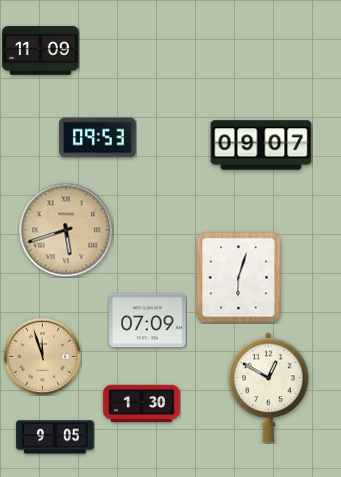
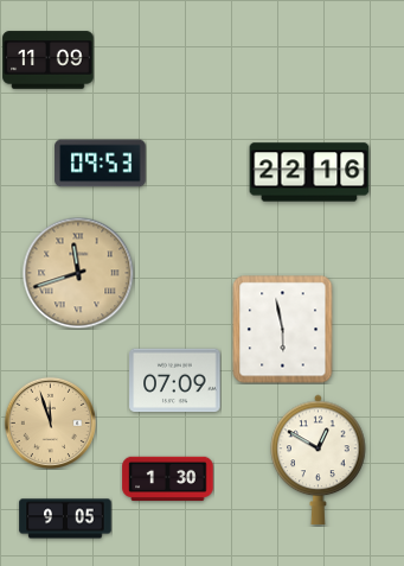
clock at (98, 138) position: (98, 138) -> (101, 164)
clock at (261, 145): 09:07 -> 22:16
clock at (66, 230): 5:42 -> 11:42
clock at (239, 278): 6:03 -> 5:58
